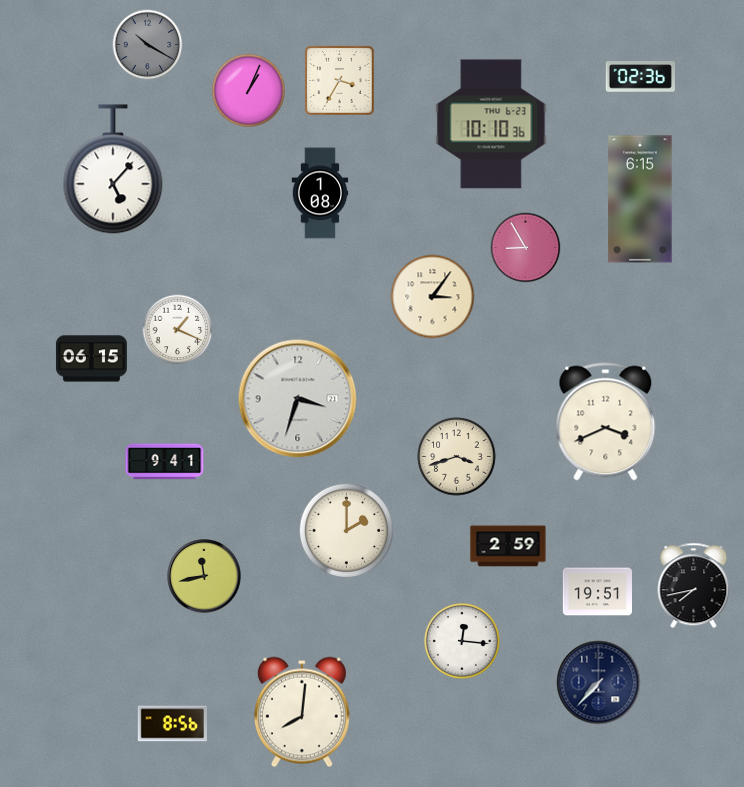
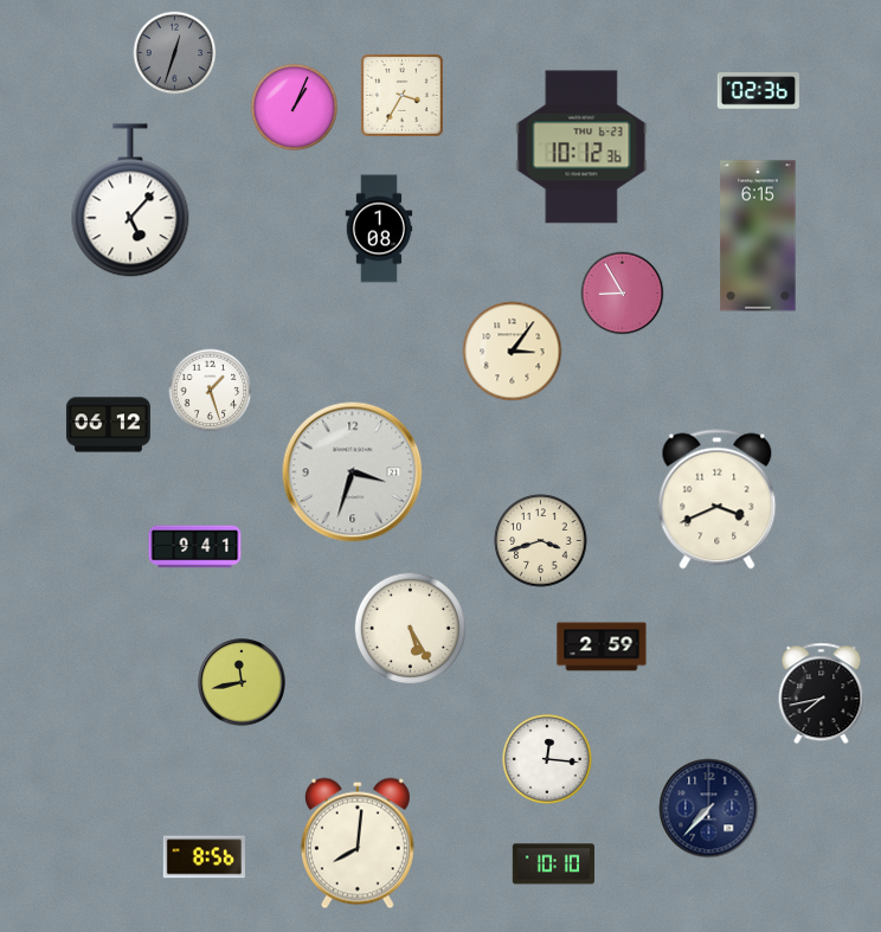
clock at (148, 45): 10:20 -> 12:33
clock at (491, 124): 10:10 -> 10:12
clock at (113, 169) position: (113, 169) -> (130, 200)
clock at (178, 330): 1:19 -> 1:27
clock at (91, 359): 06:15 -> 06:12
clock at (346, 530): 2:00 -> 5:25
clock at (597, 592): 19:51 -> none
clock at (553, 864): none -> 10:10
